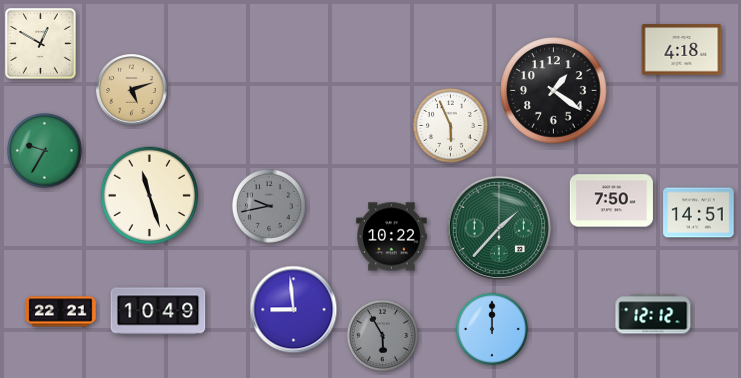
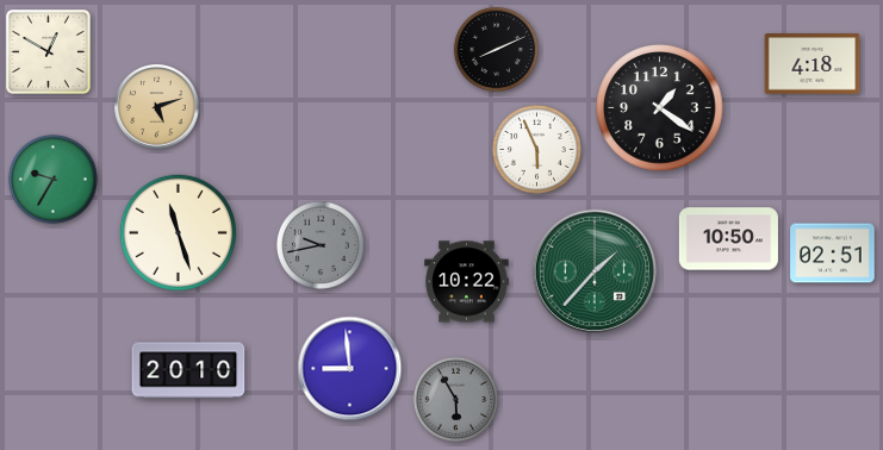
clock at (496, 49): none -> 8:11
clock at (682, 50) position: (682, 50) -> (813, 64)
clock at (611, 201): 7:50 -> 10:50
clock at (699, 213): 14:51 -> 02:51
clock at (158, 311): 10:49 -> 20:10
clock at (61, 312): 22:21 -> none
clock at (653, 314): 12:12 -> none
clock at (492, 329): 12:00 -> none
